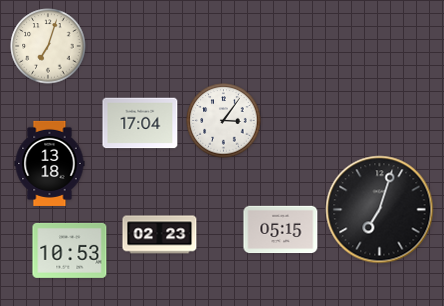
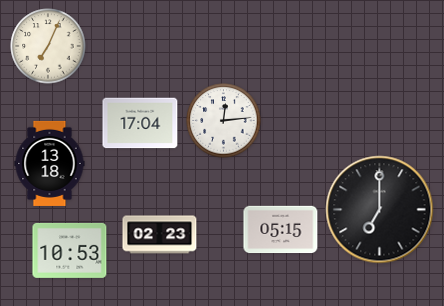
clock at (48, 46): 7:03 -> 7:04
clock at (224, 121): 3:06 -> 12:14
clock at (380, 210): 7:03 -> 7:00
